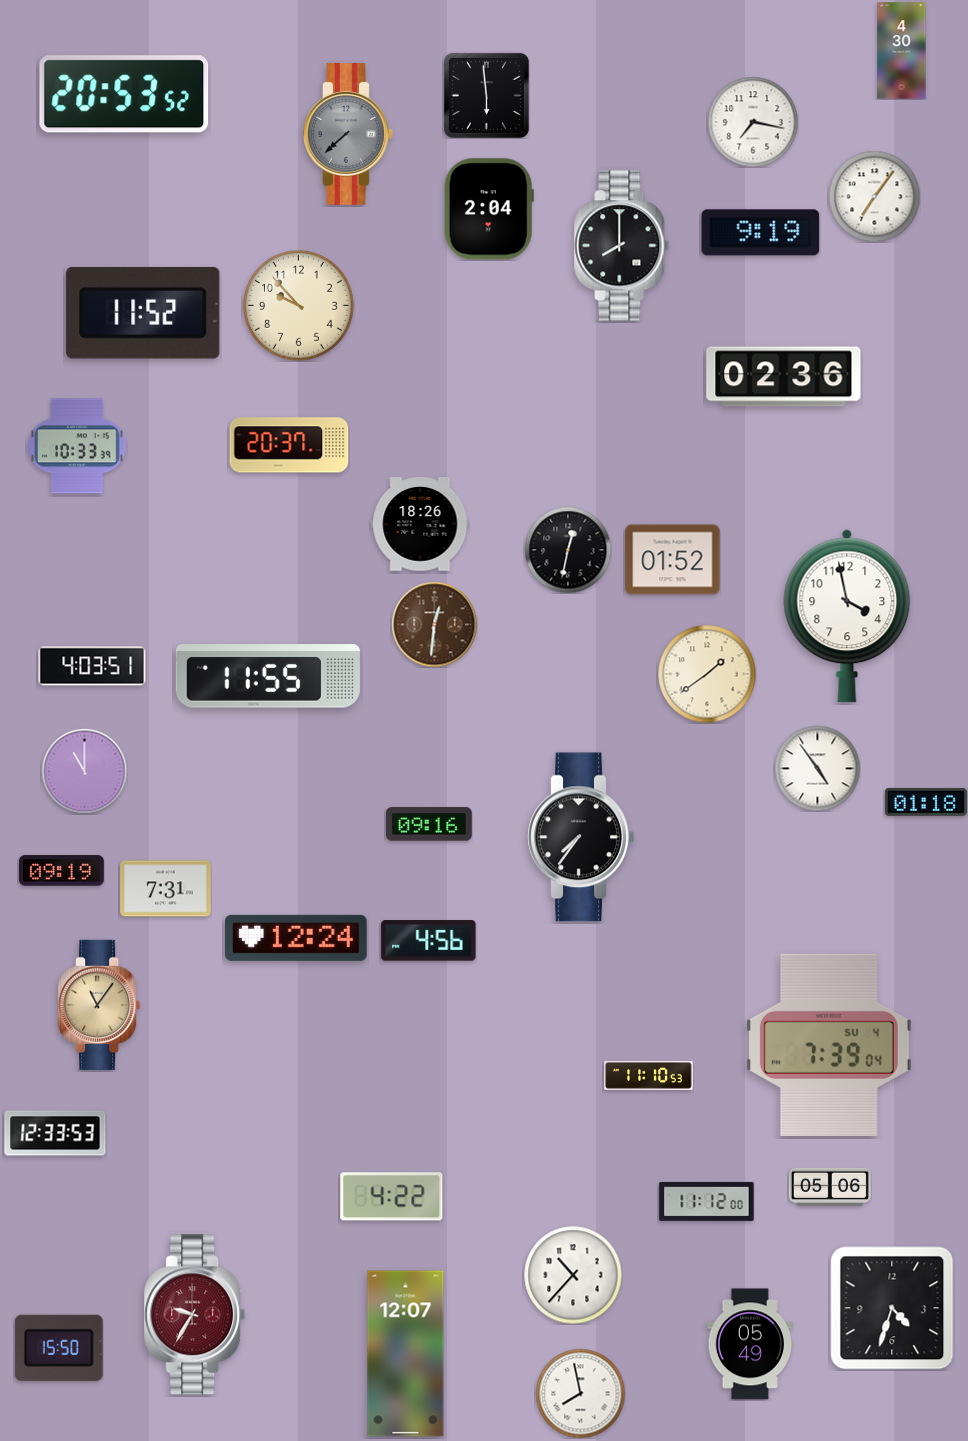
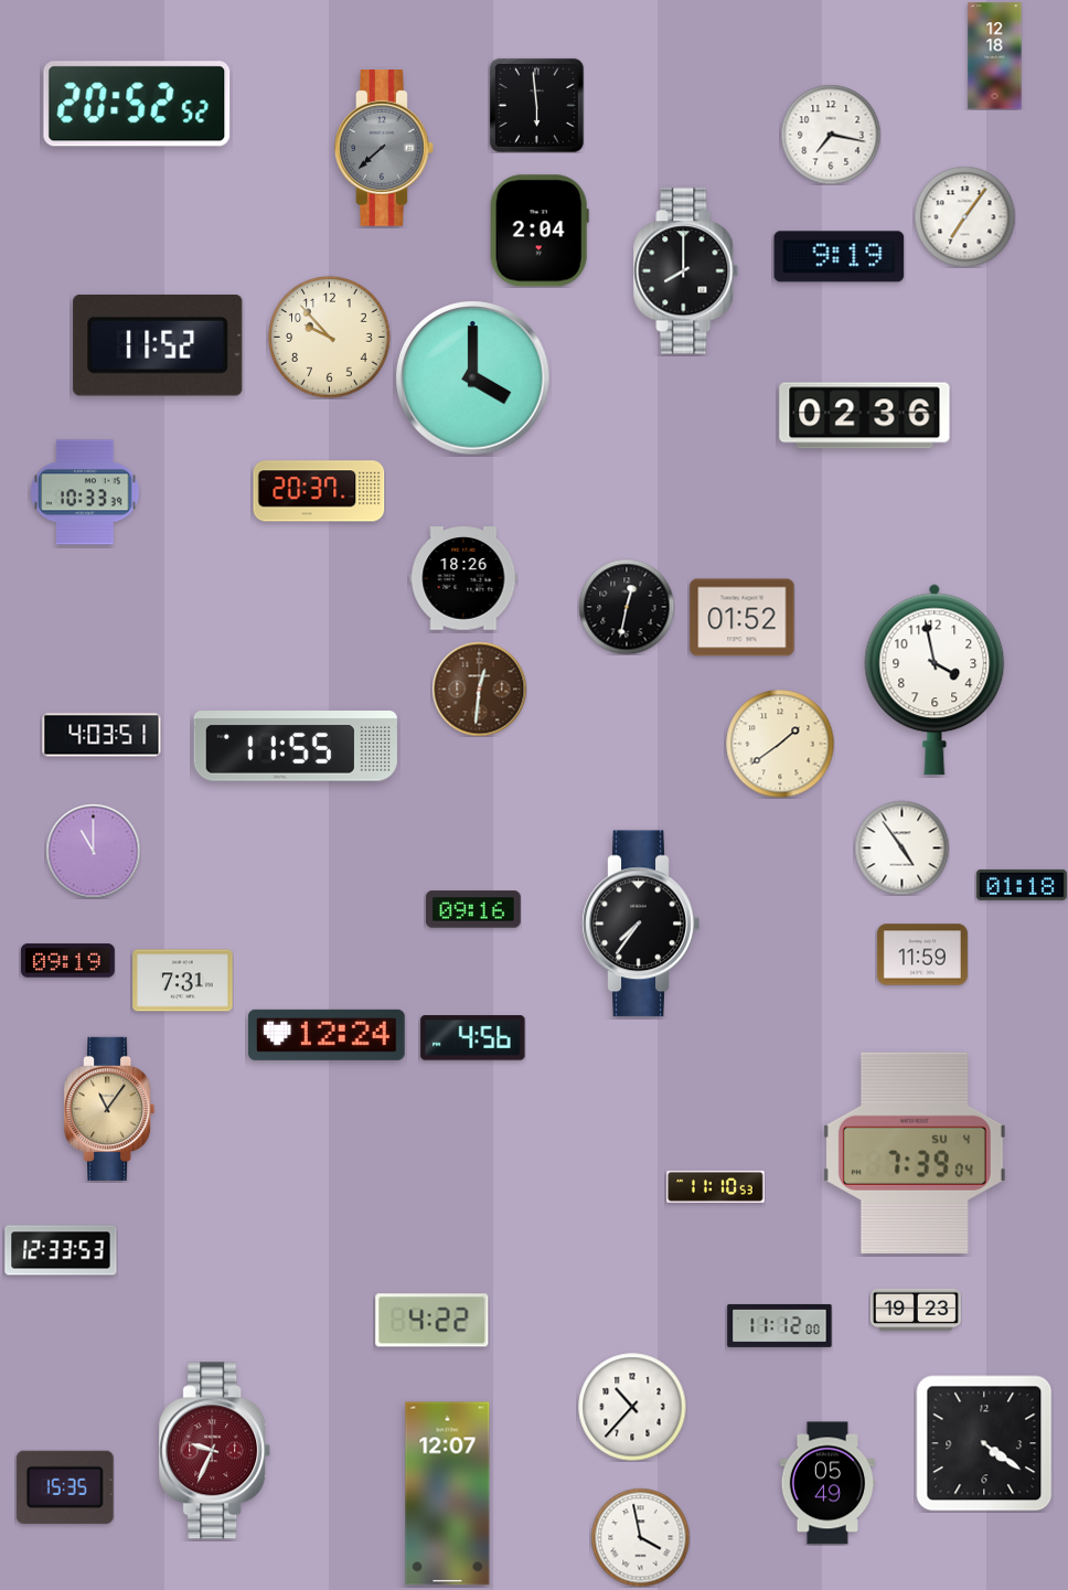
clock at (902, 51): 4:30 -> 12:18
clock at (124, 94): 20:53 -> 20:52
clock at (473, 378): none -> 4:00
clock at (922, 954): none -> 11:59
clock at (830, 1187): 05:06 -> 19:23
clock at (892, 1308): 4:33 -> 4:21
clock at (195, 1315): 9:35 -> 9:34
clock at (59, 1348): 15:50 -> 15:35
clock at (580, 1393): 7:58 -> 3:58
